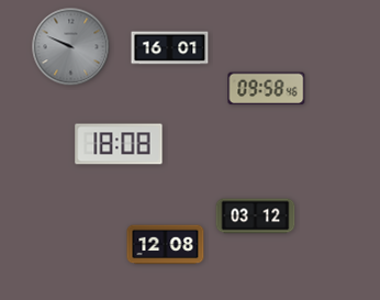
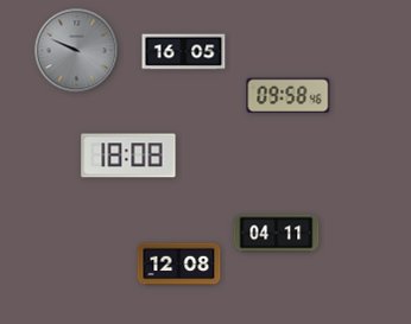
clock at (170, 48): 16:01 -> 16:05
clock at (256, 216): 03:12 -> 04:11
